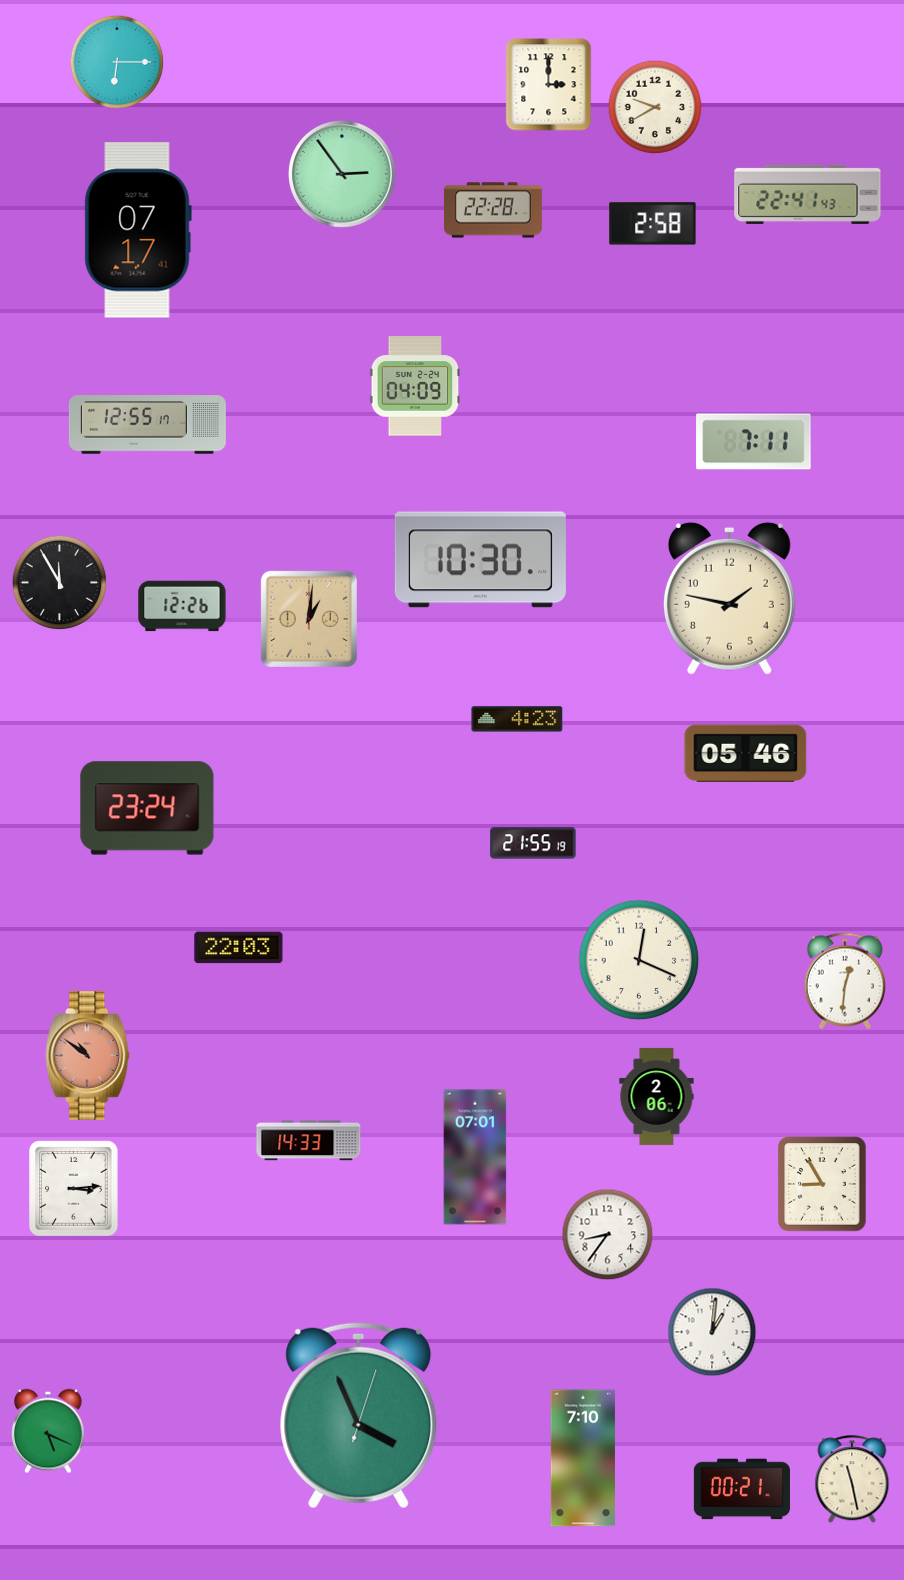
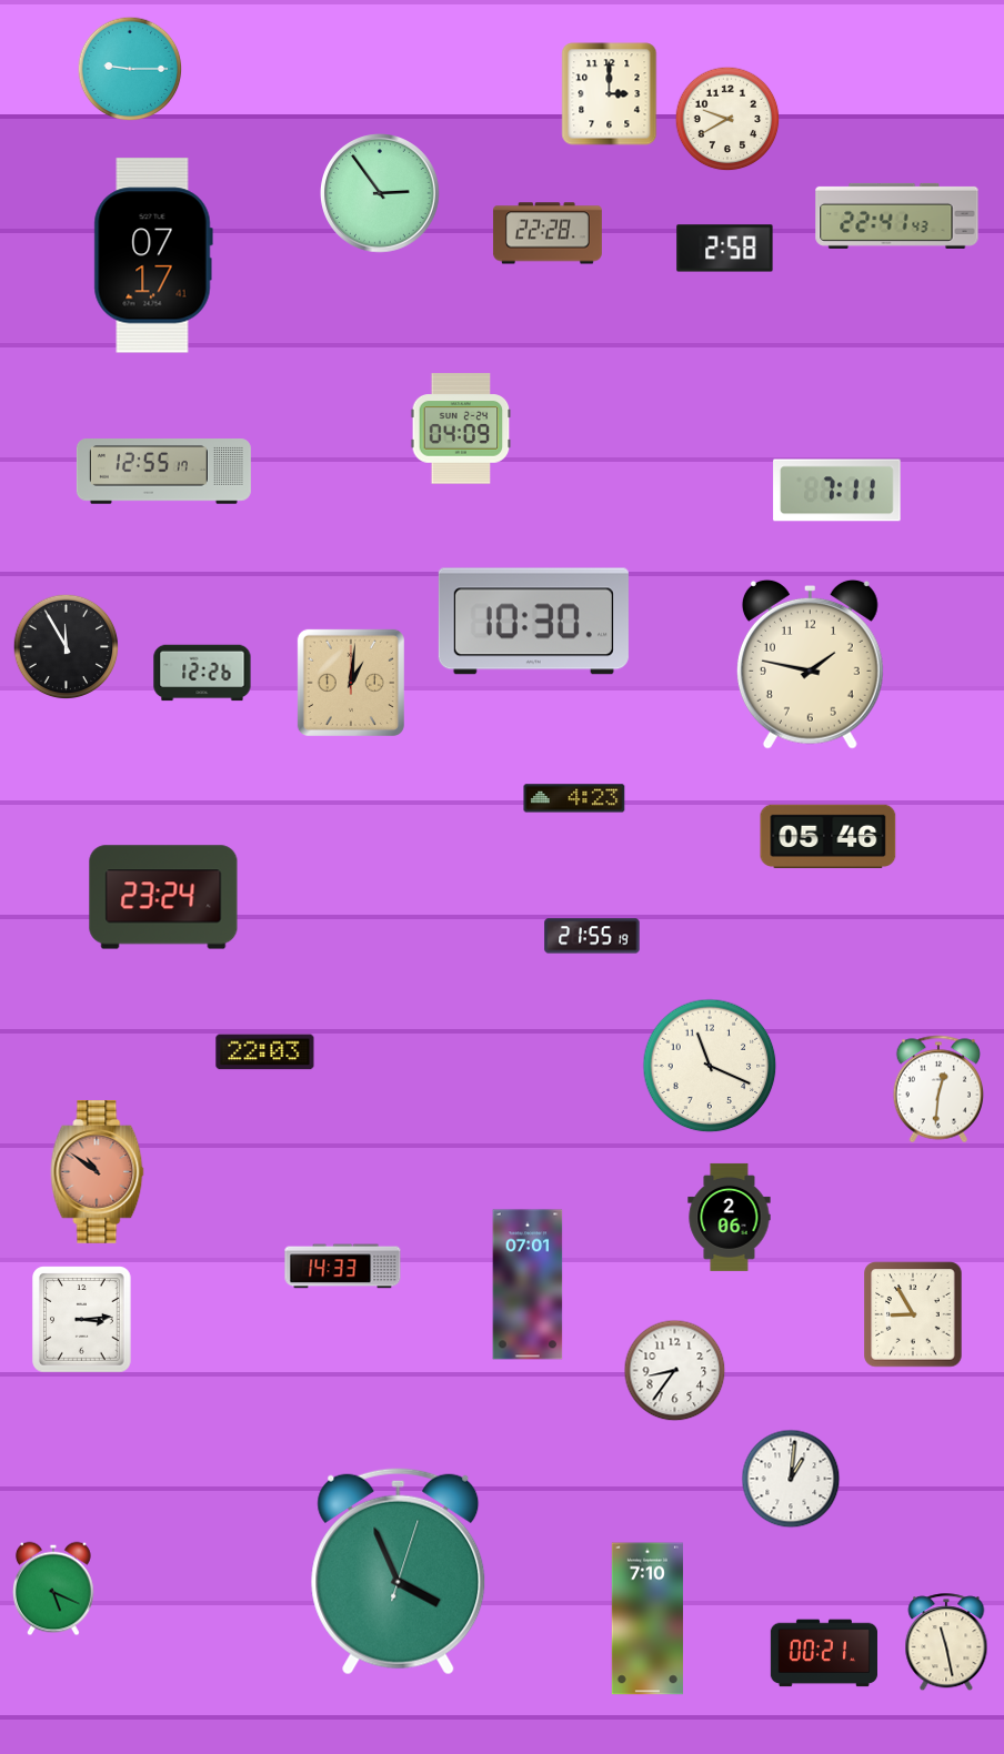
clock at (117, 62): 6:15 -> 9:15
clock at (309, 619) position: (309, 619) -> (351, 683)
clock at (639, 960): 12:19 -> 11:19
